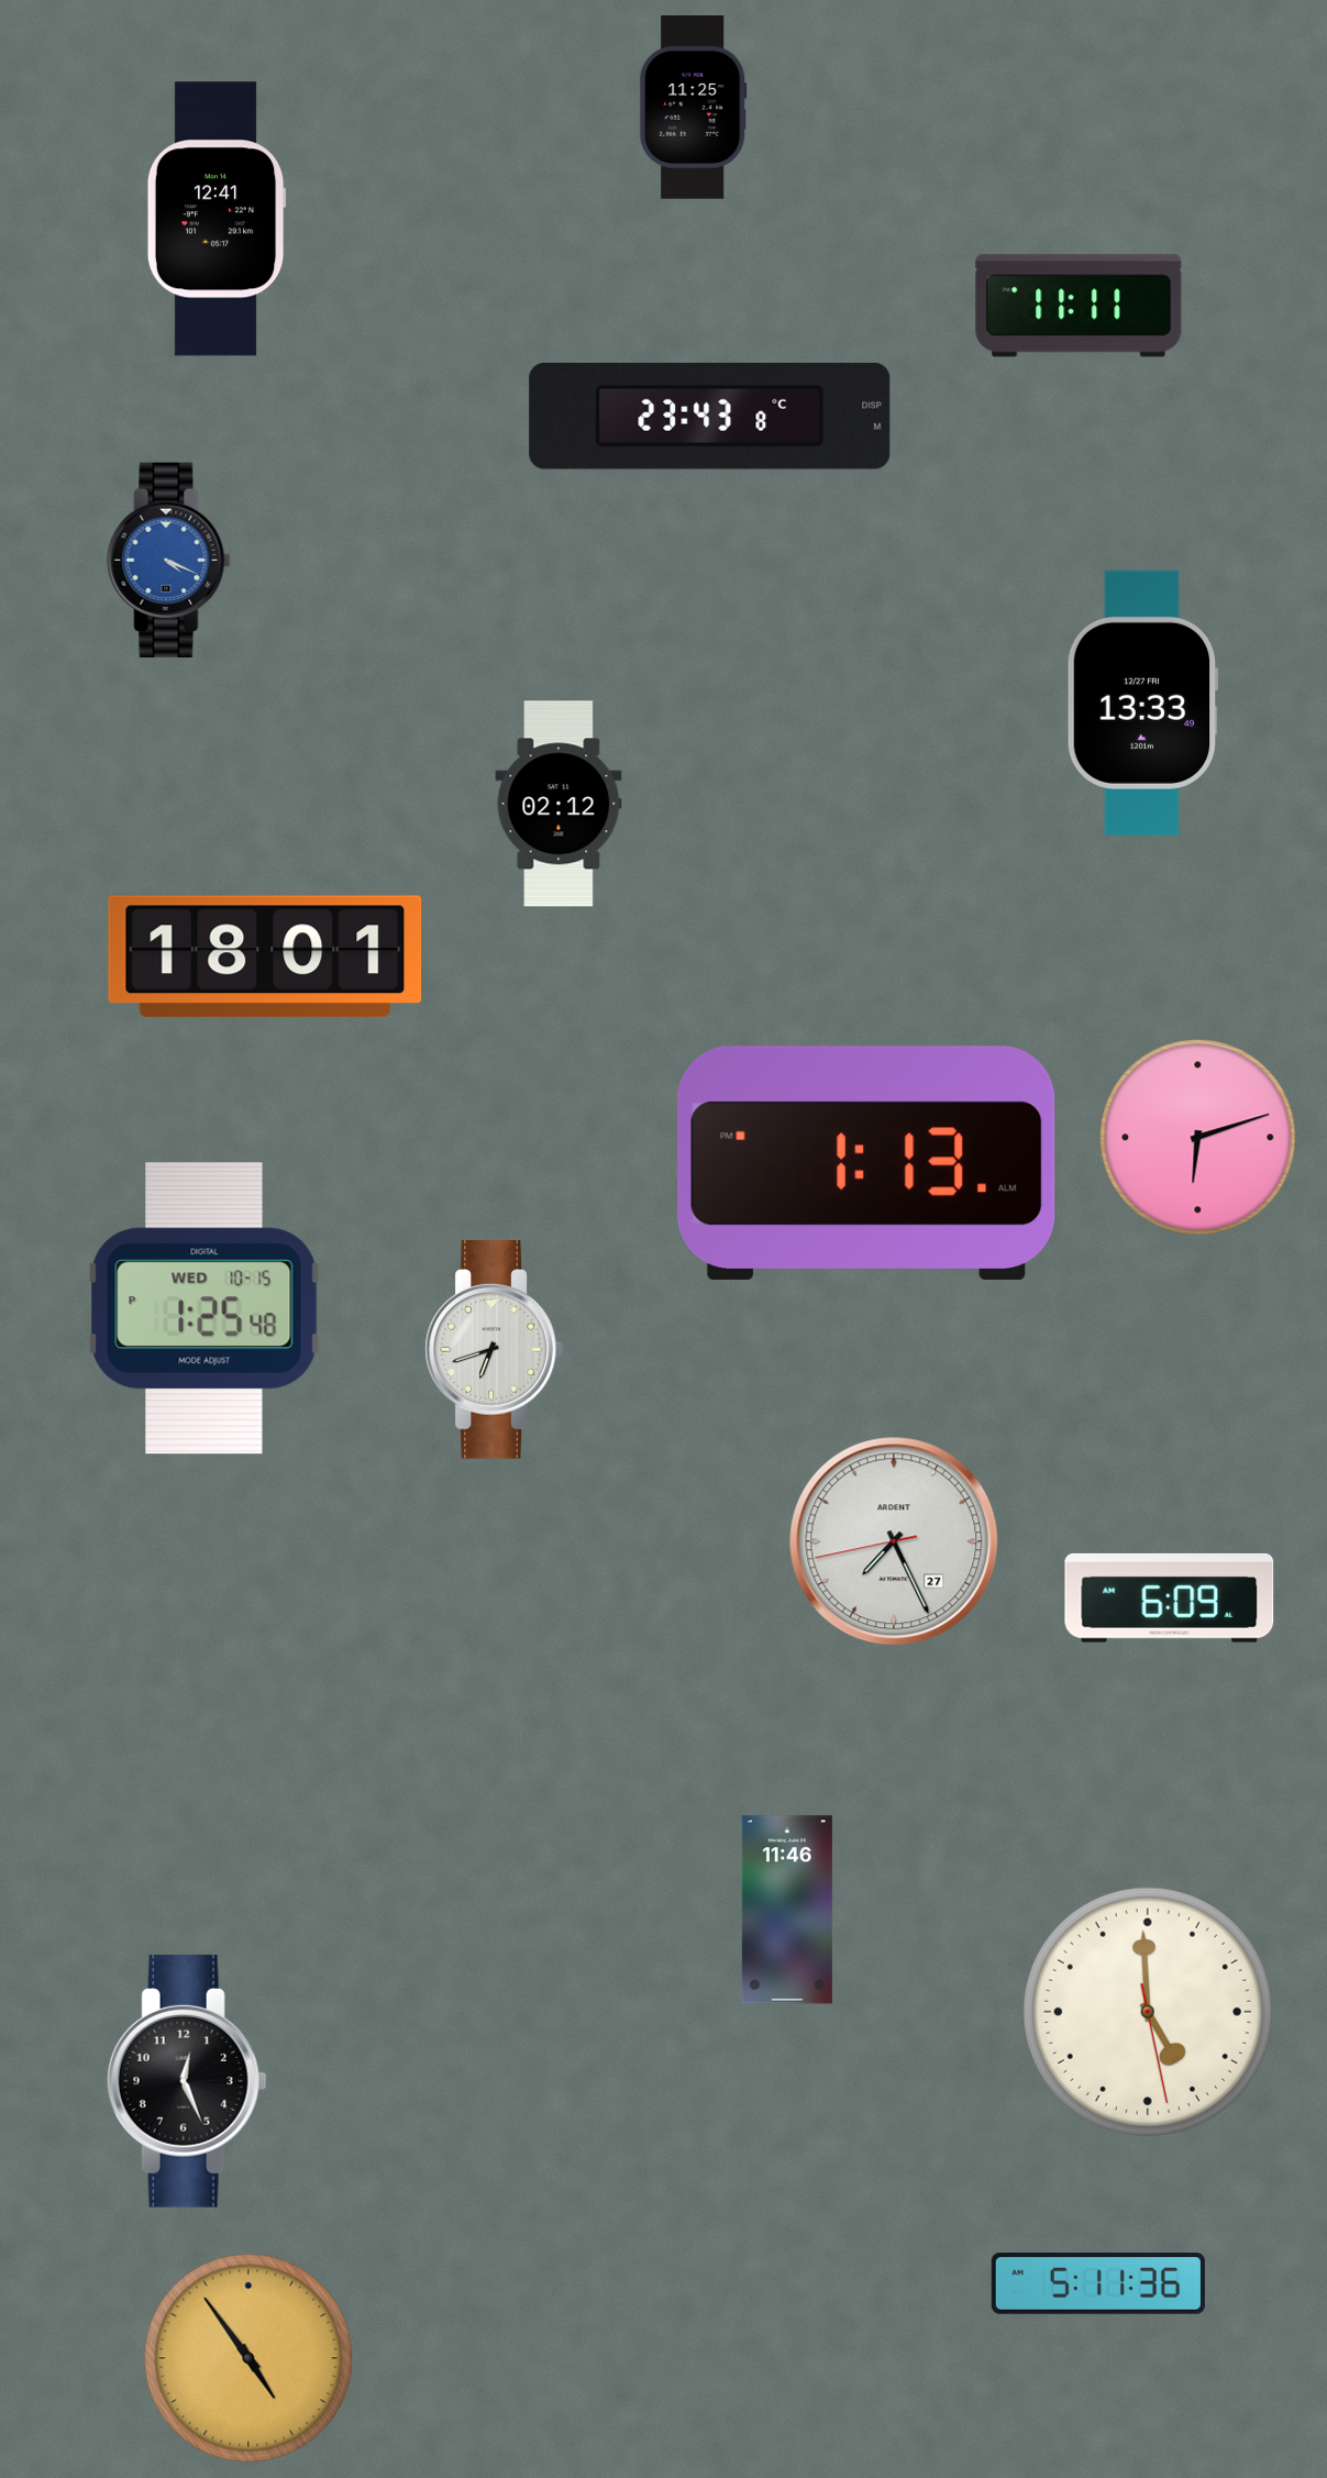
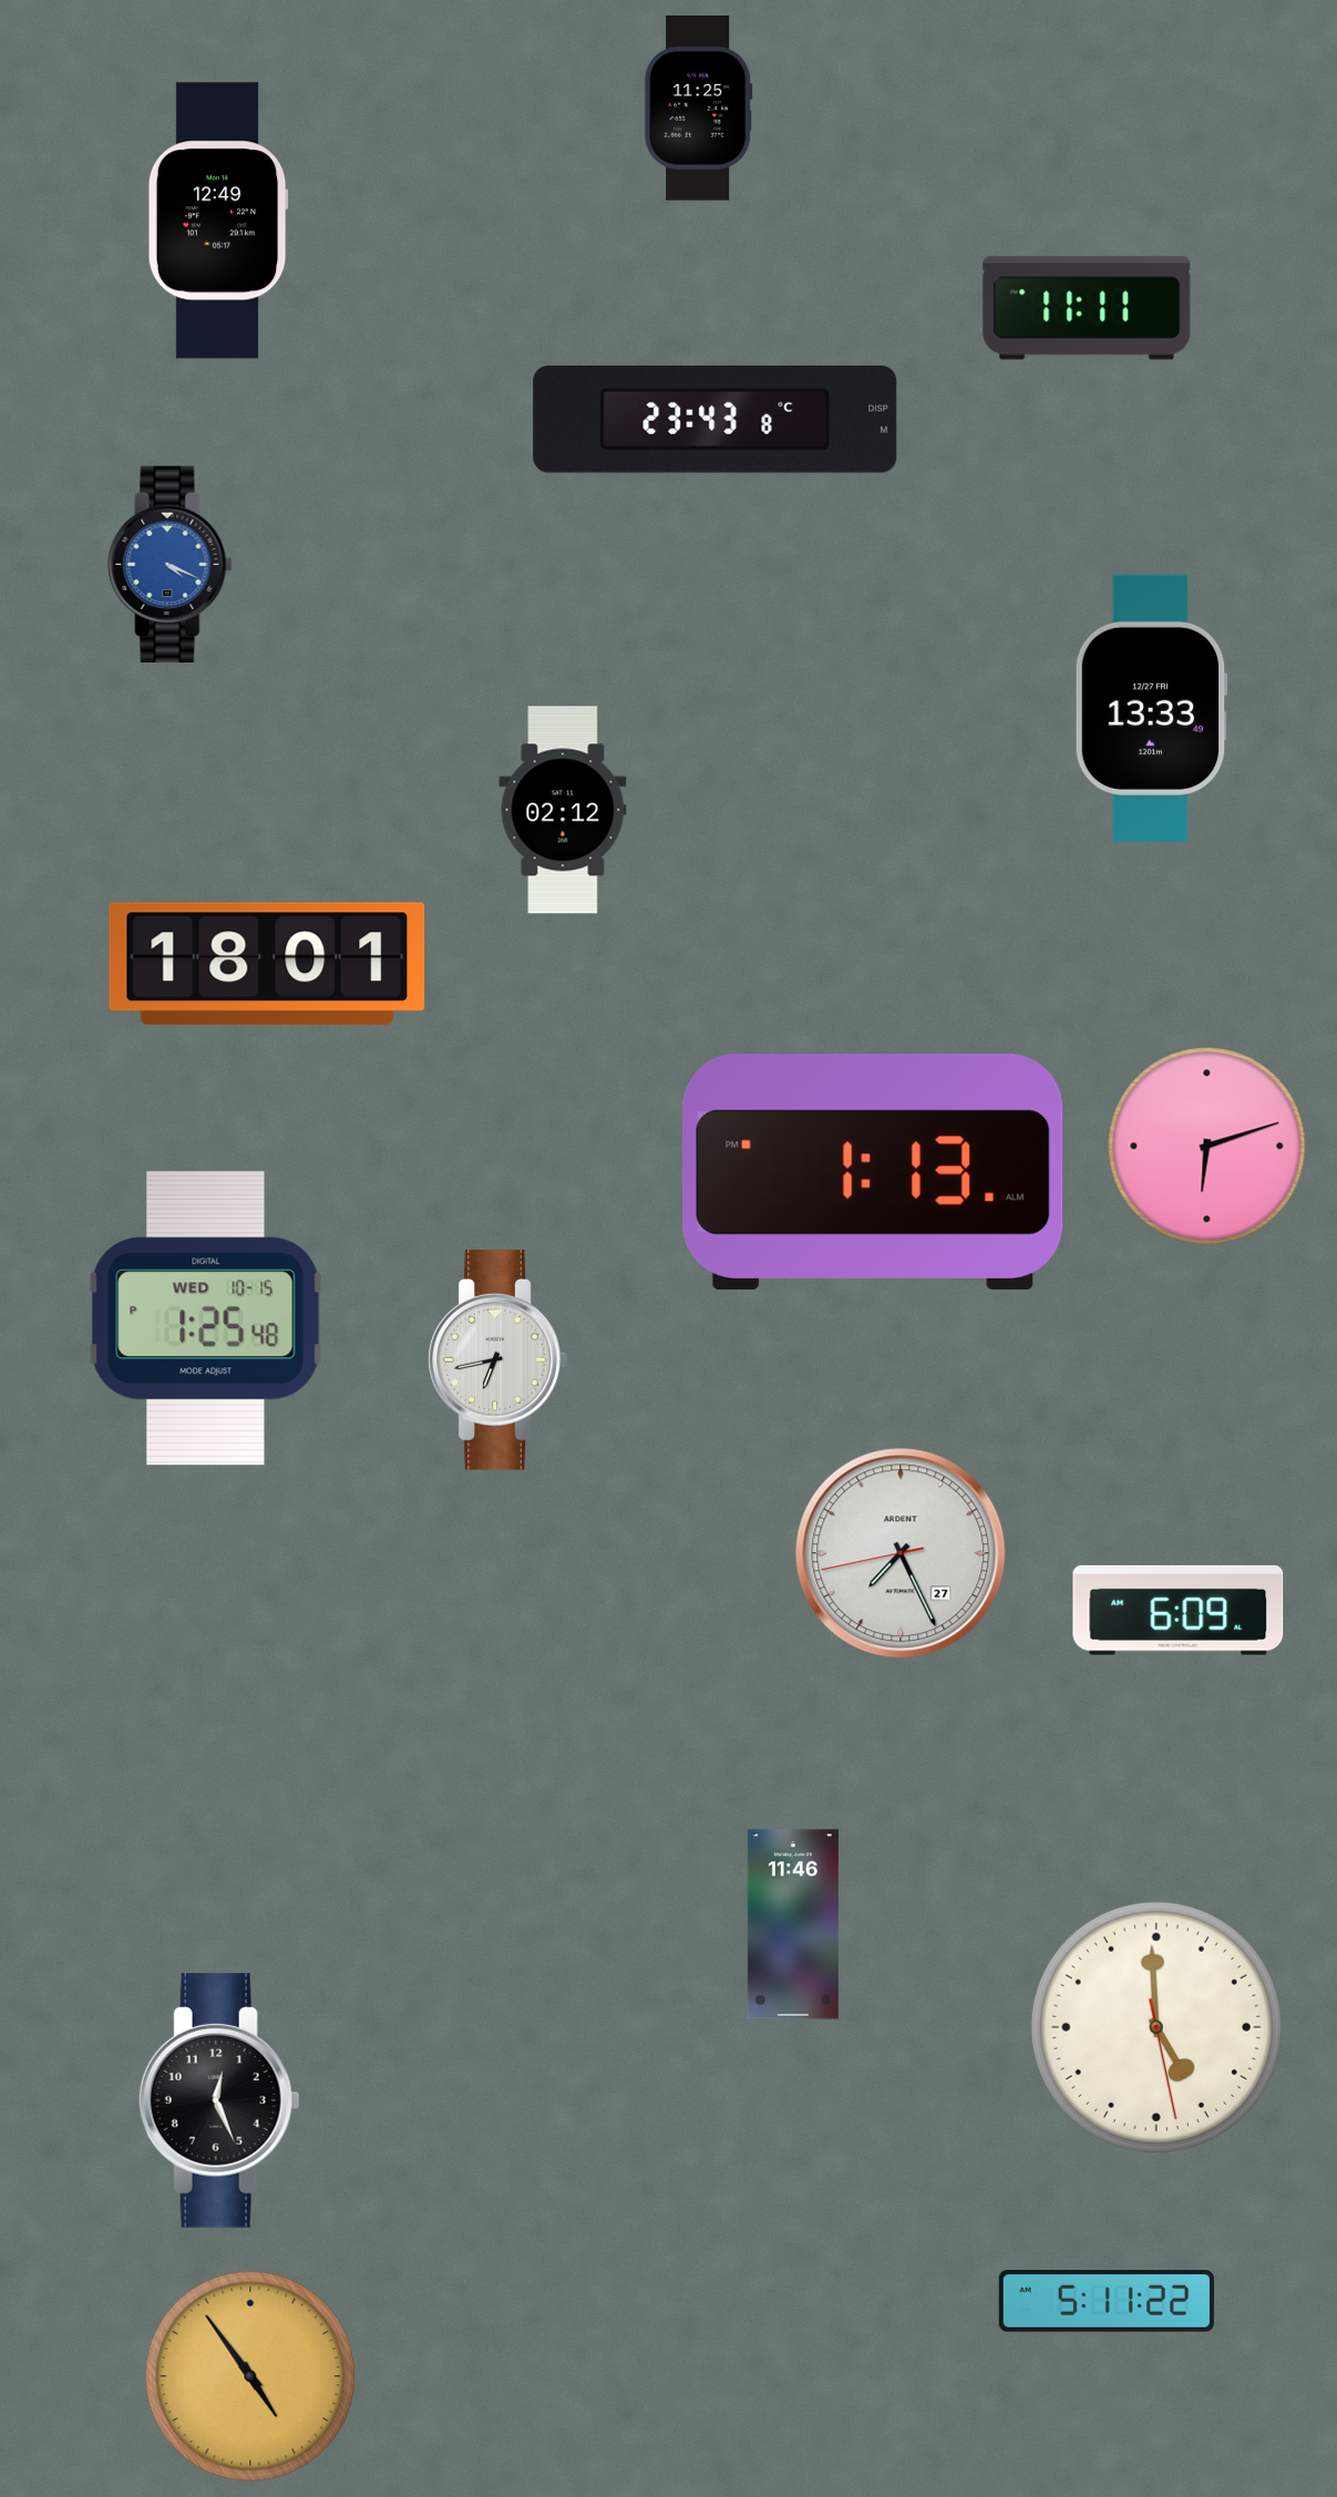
clock at (217, 219): 12:41 -> 12:49
clock at (494, 1350): 6:42 -> 6:43
clock at (187, 2081) position: (187, 2081) -> (219, 2100)
clock at (1098, 2283): 5:11:36 -> 5:11:22
